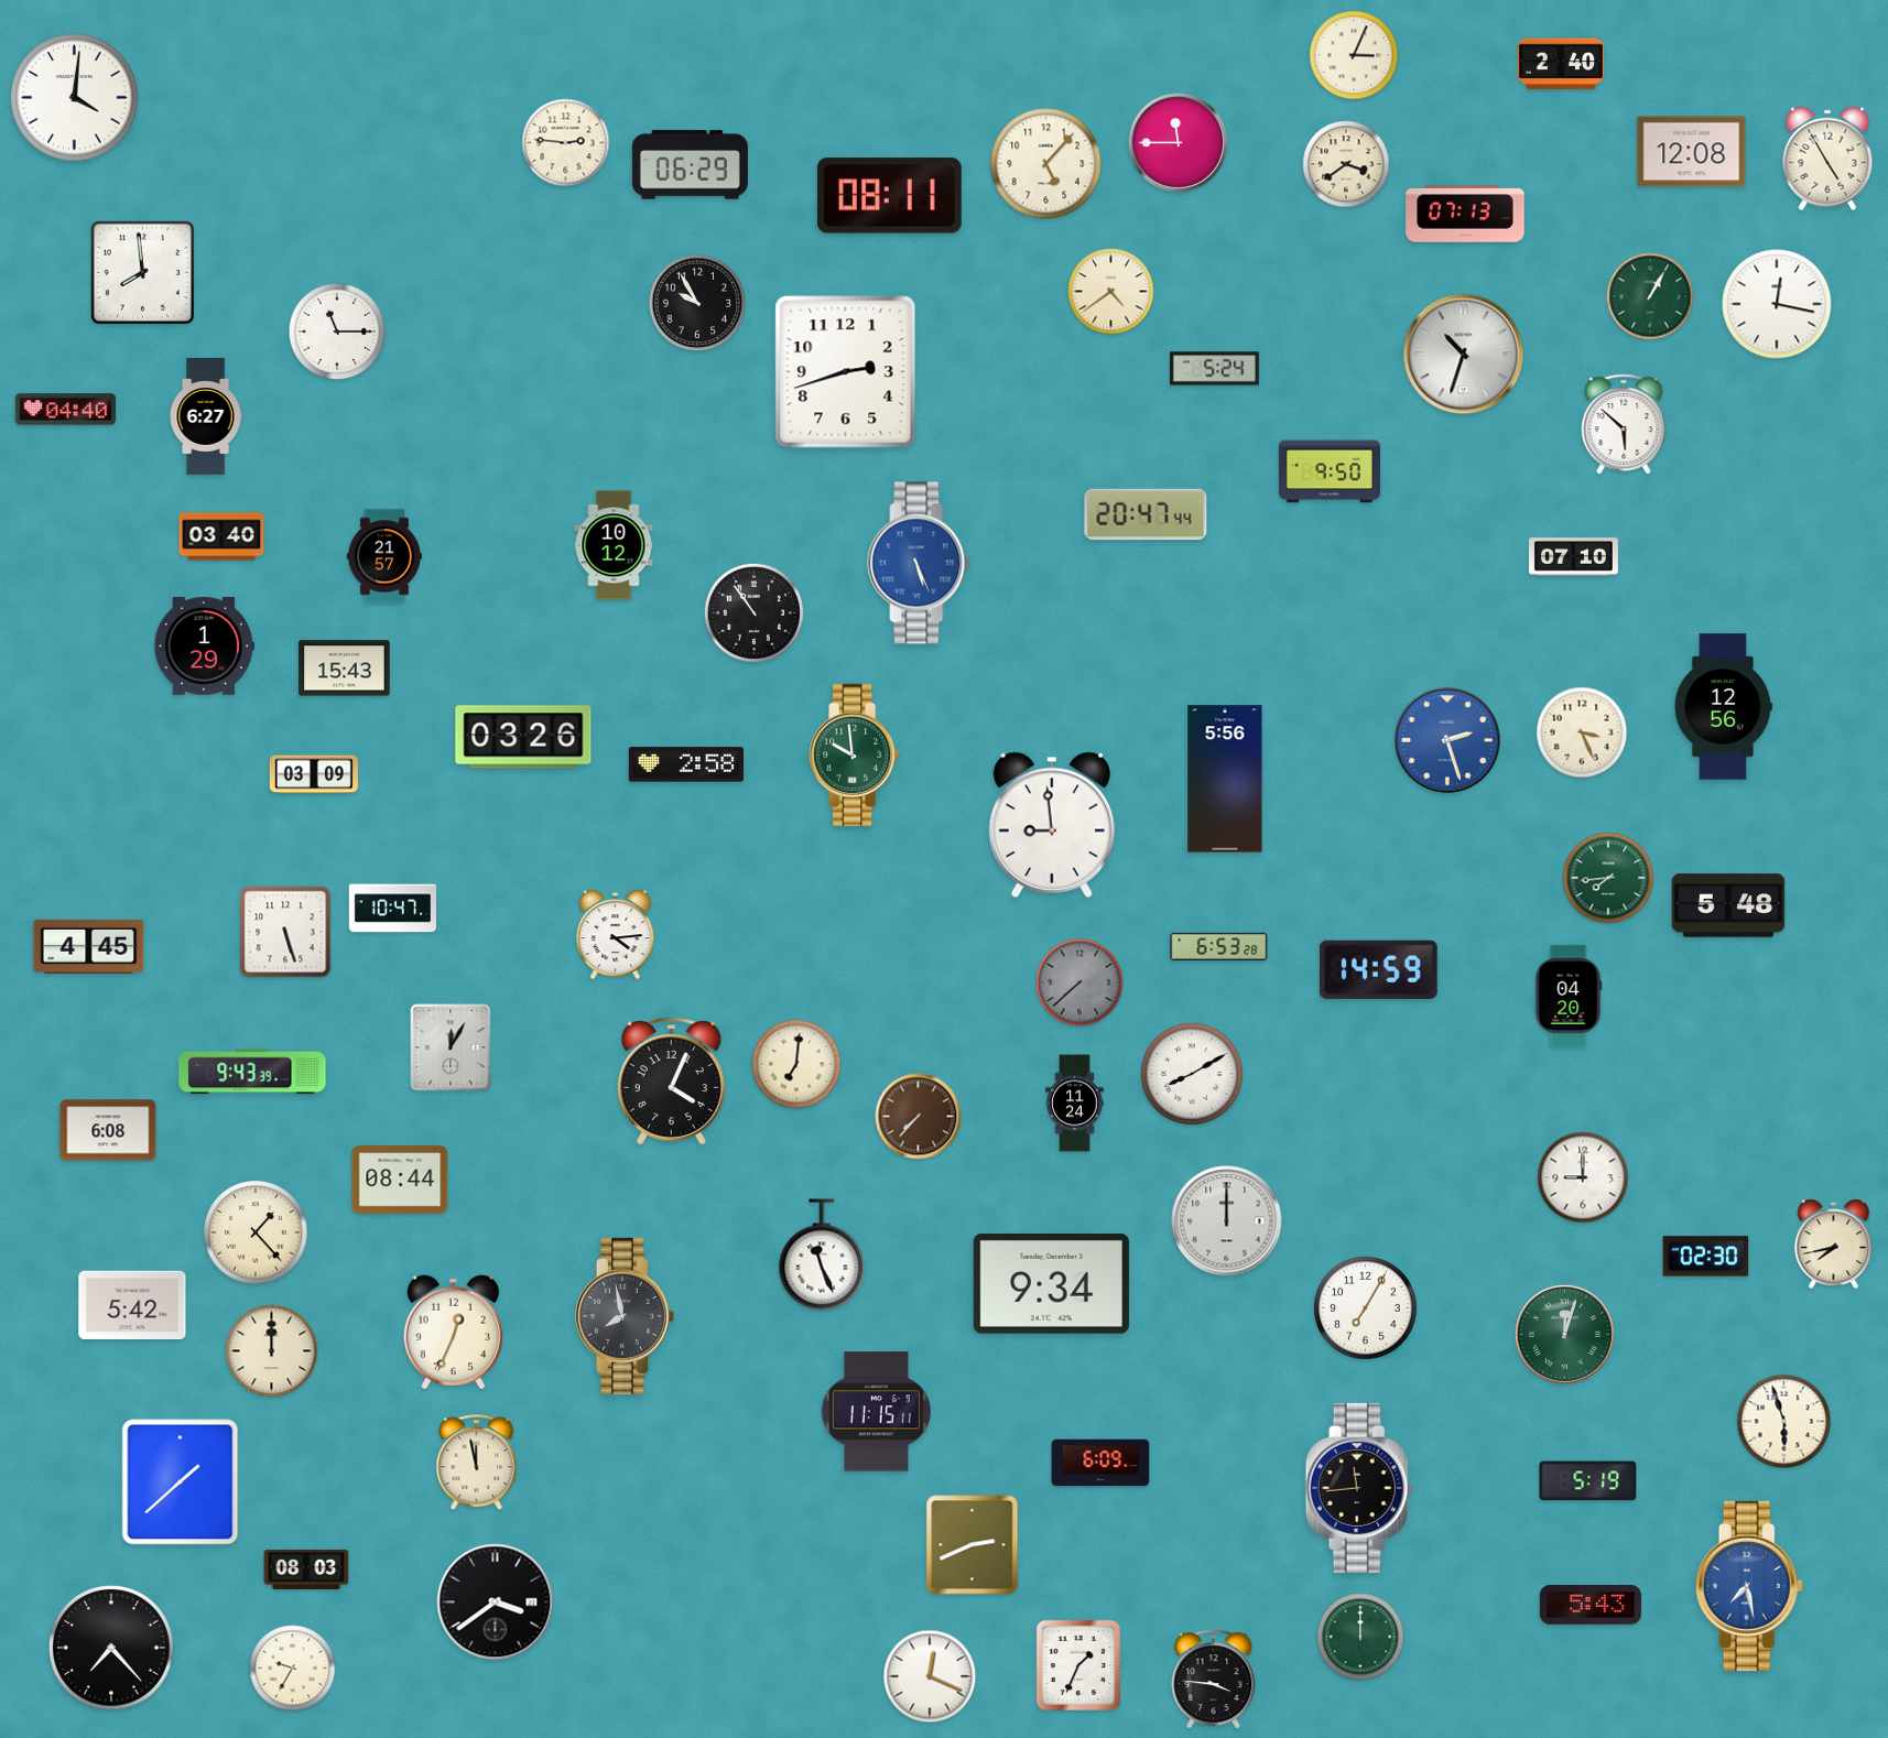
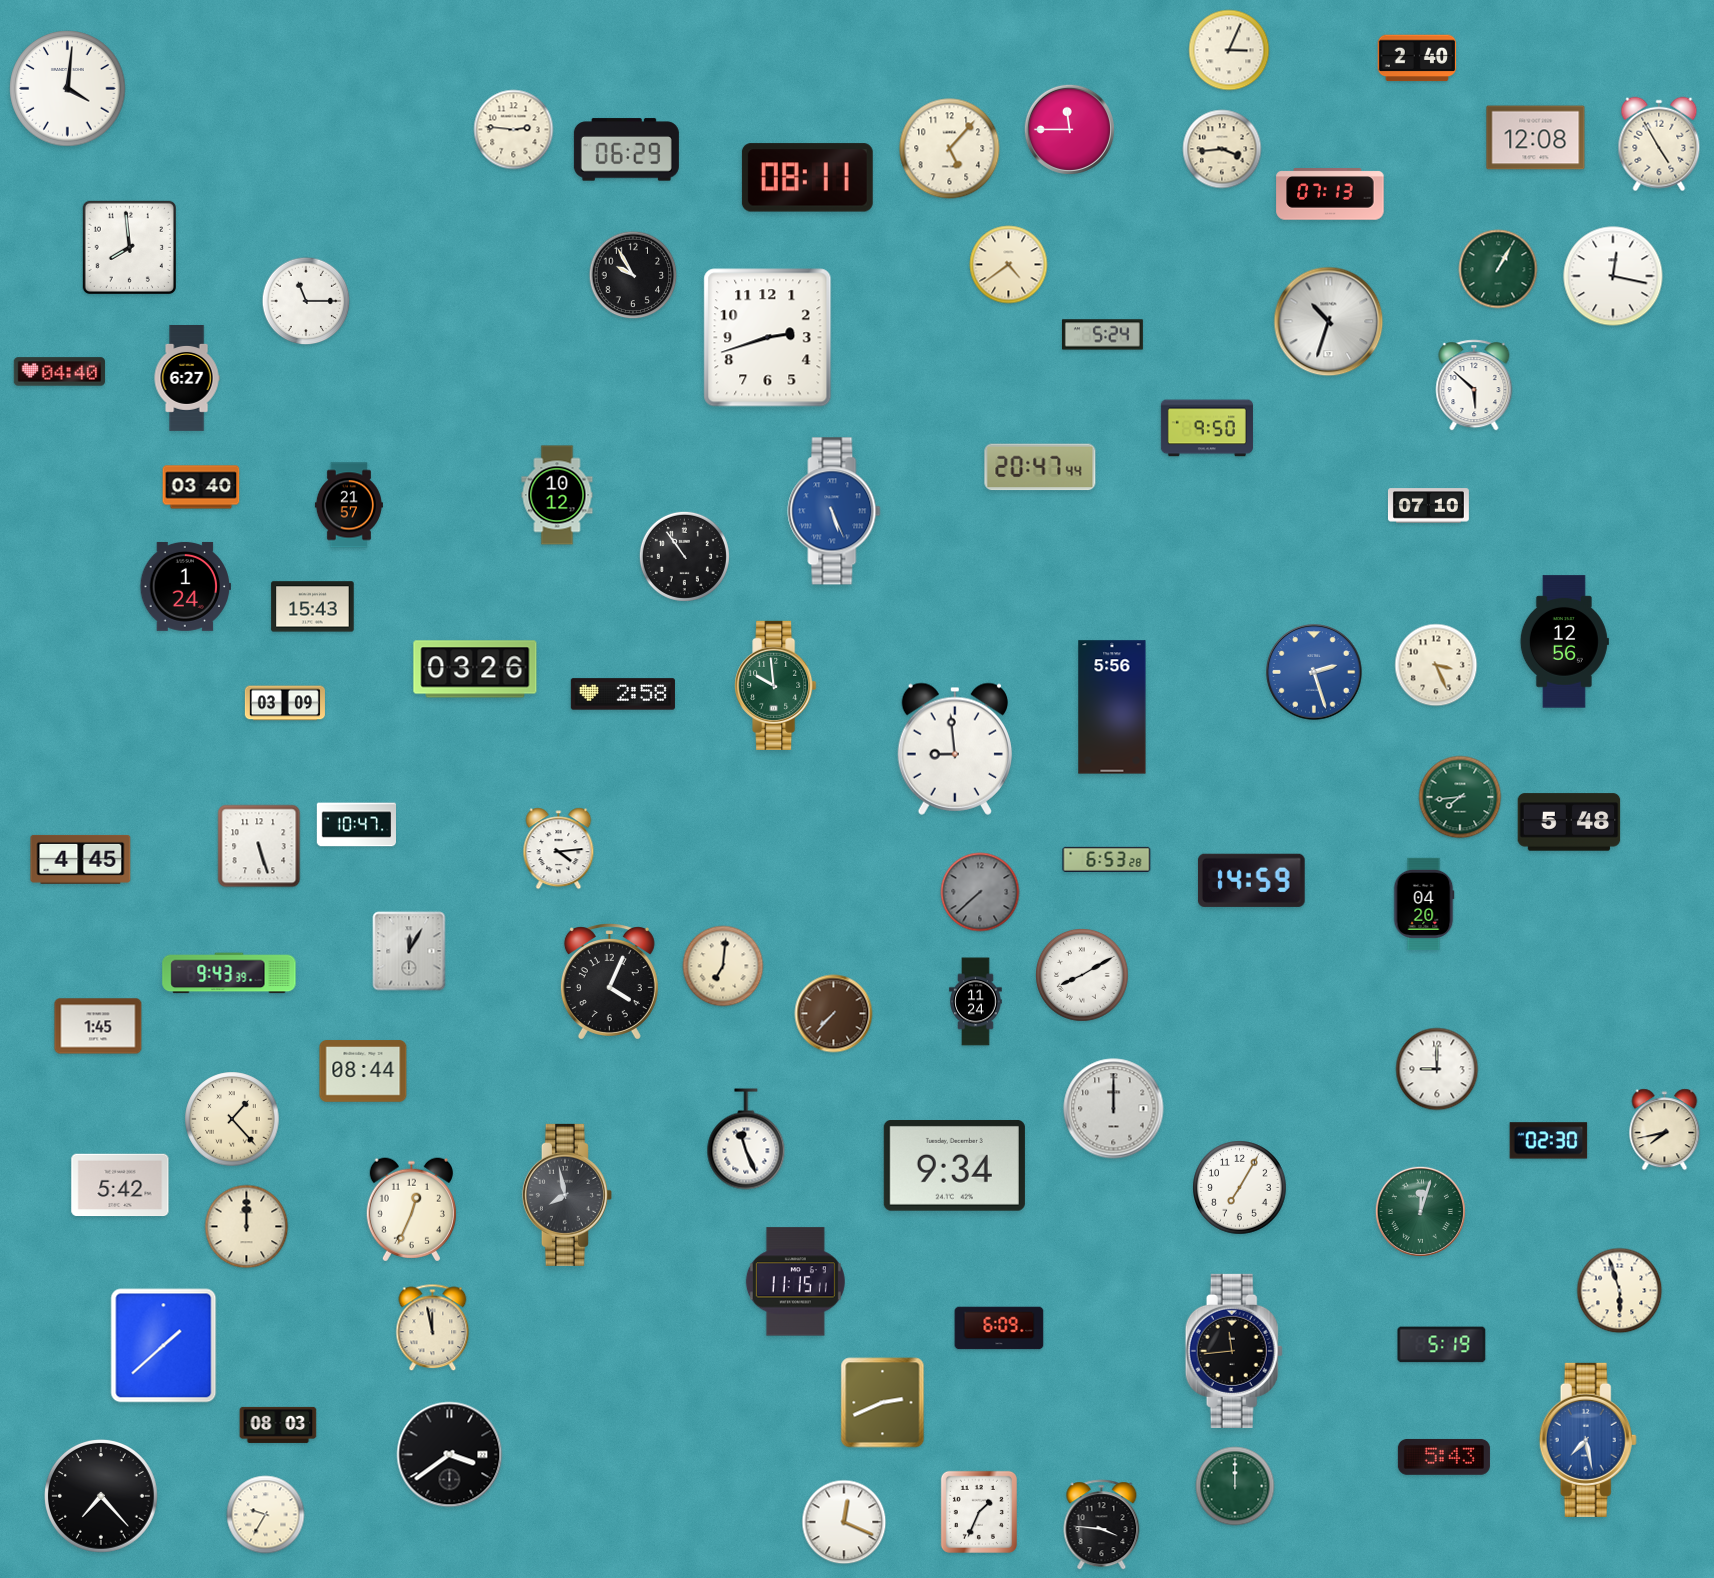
clock at (1346, 164): 3:39 -> 3:44
clock at (204, 645): 1:29 -> 1:24
clock at (108, 1130): 6:08 -> 1:45
